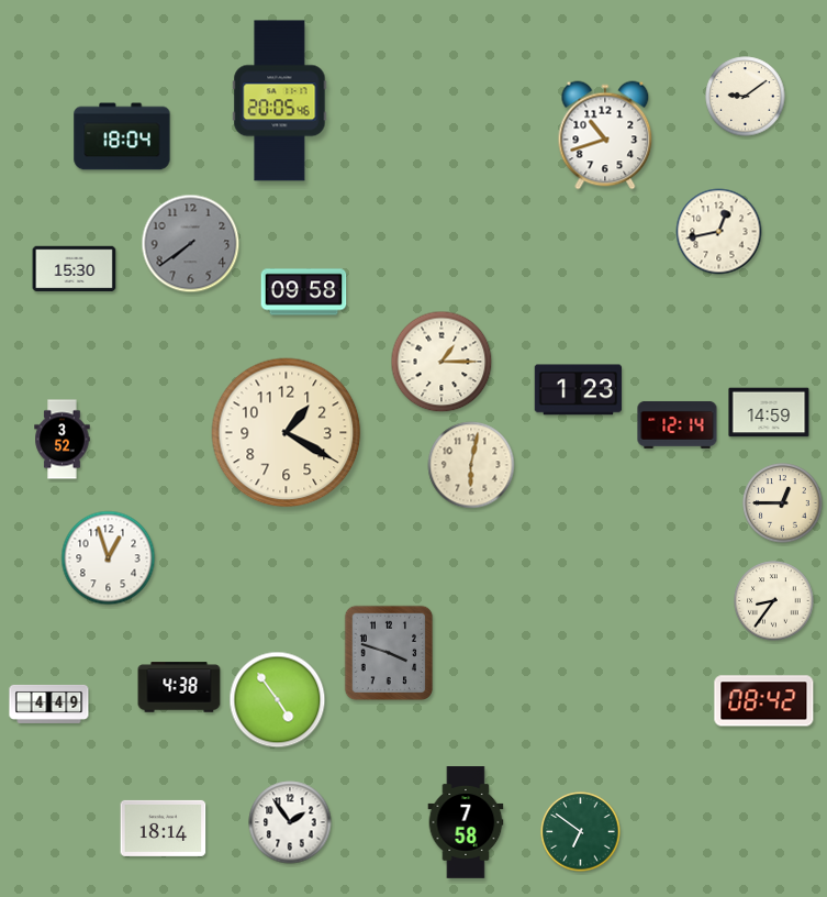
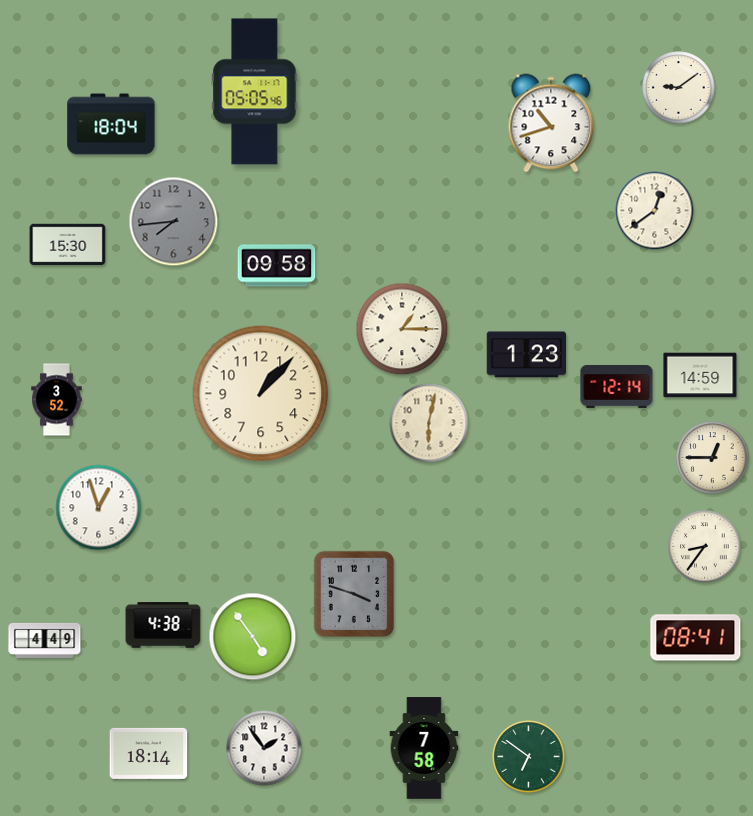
clock at (280, 101): 20:05 -> 05:05
clock at (719, 232): 12:43 -> 12:39
clock at (191, 244): 7:39 -> 7:44
clock at (287, 433): 1:20 -> 1:07
clock at (764, 701): 08:42 -> 08:41
